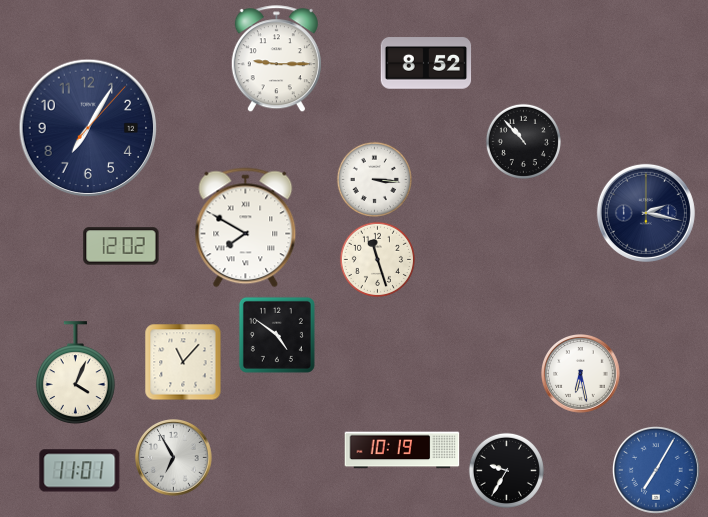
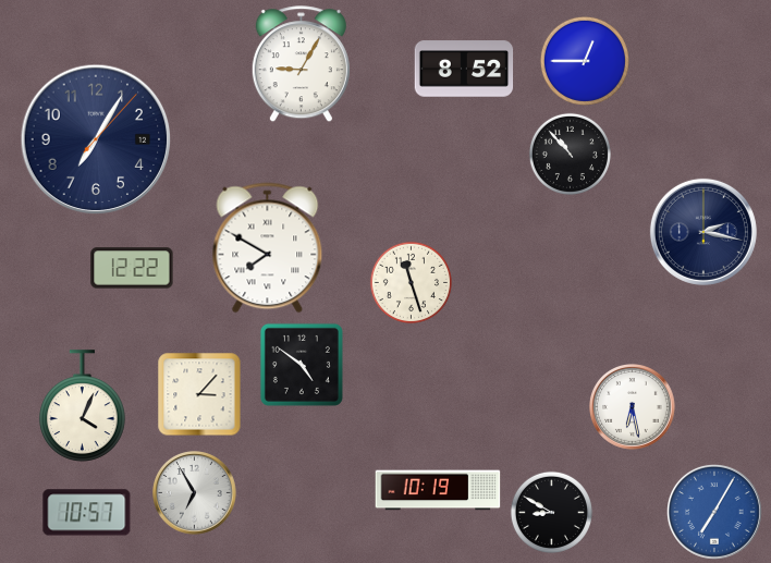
clock at (585, 61): none -> 12:45
clock at (276, 59): 9:15 -> 9:05
clock at (374, 179): 3:16 -> none
clock at (121, 246): 12:02 -> 12:22
clock at (183, 362): 11:07 -> 3:07
clock at (174, 458) position: (174, 458) -> (195, 493)
clock at (506, 470): 9:35 -> 8:50
clock at (80, 471): 11:01 -> 10:57
